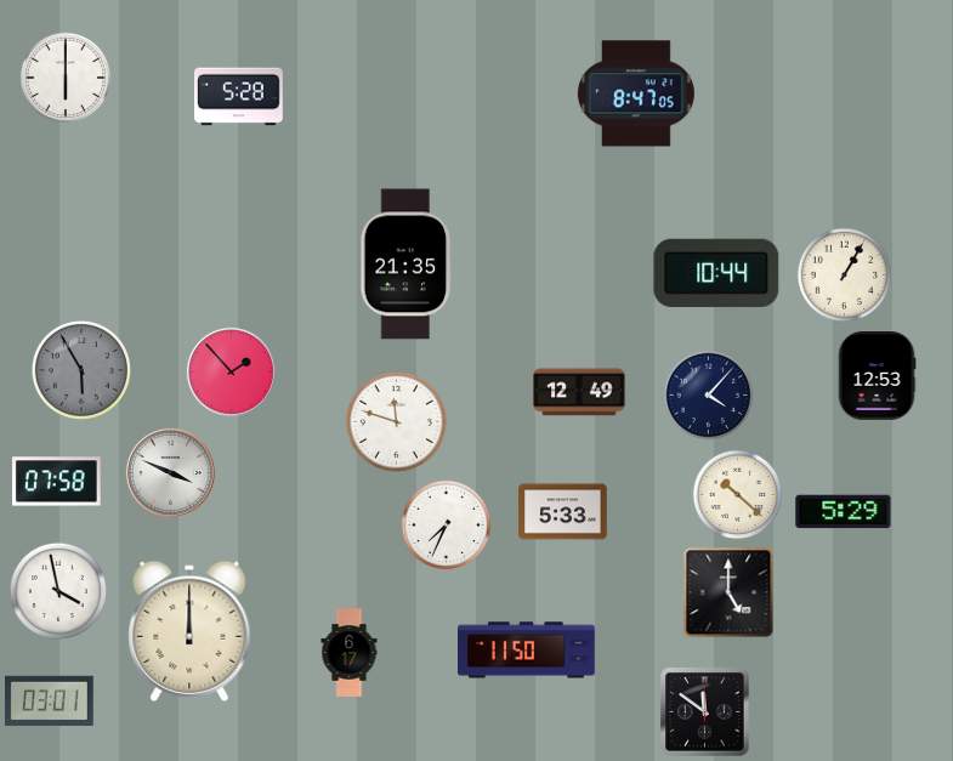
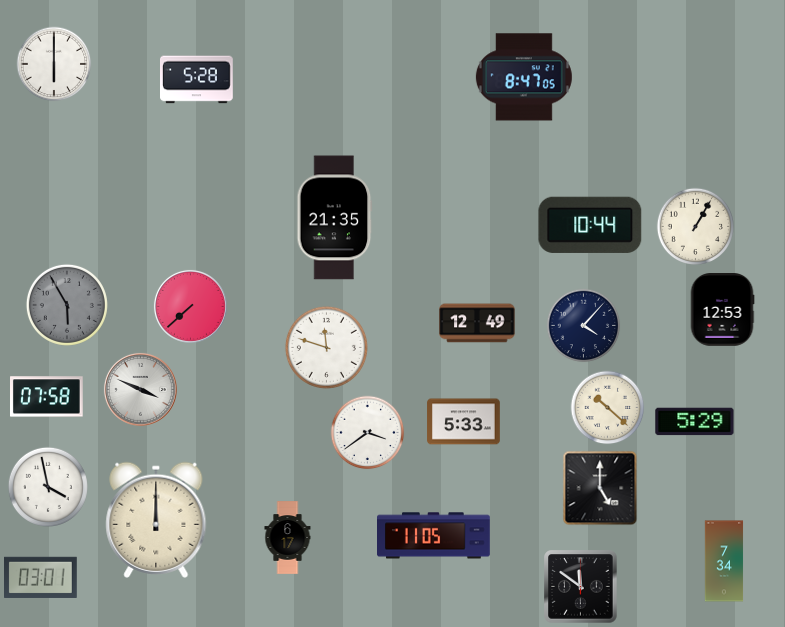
clock at (231, 371): 1:53 -> 7:38
clock at (447, 526): 7:34 -> 3:39
clock at (527, 651): 11:50 -> 11:05
clock at (724, 561): none -> 7:34
